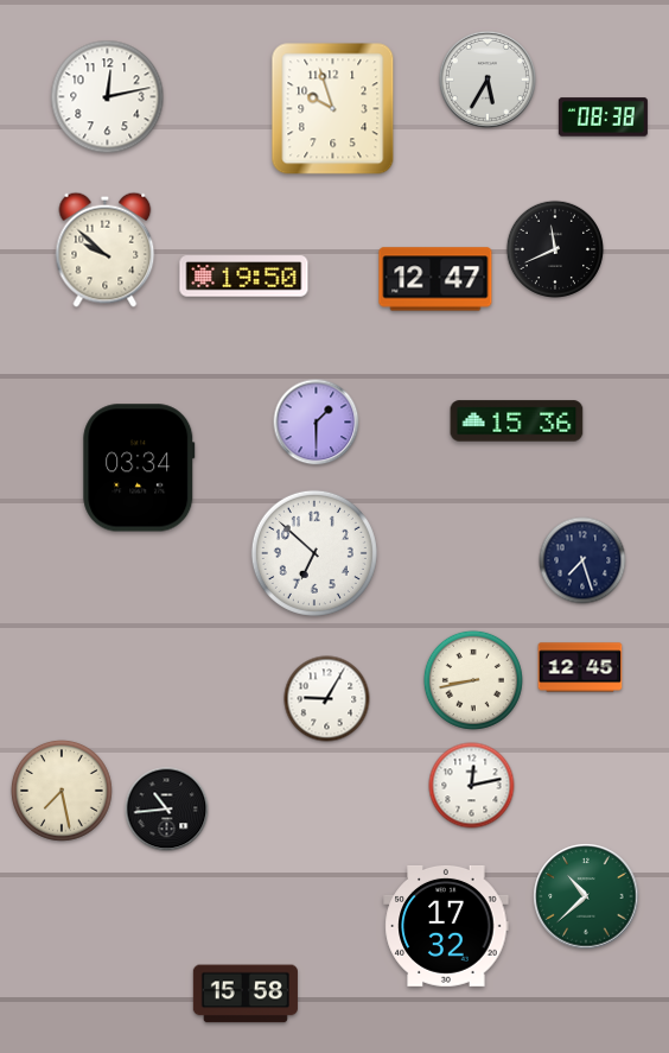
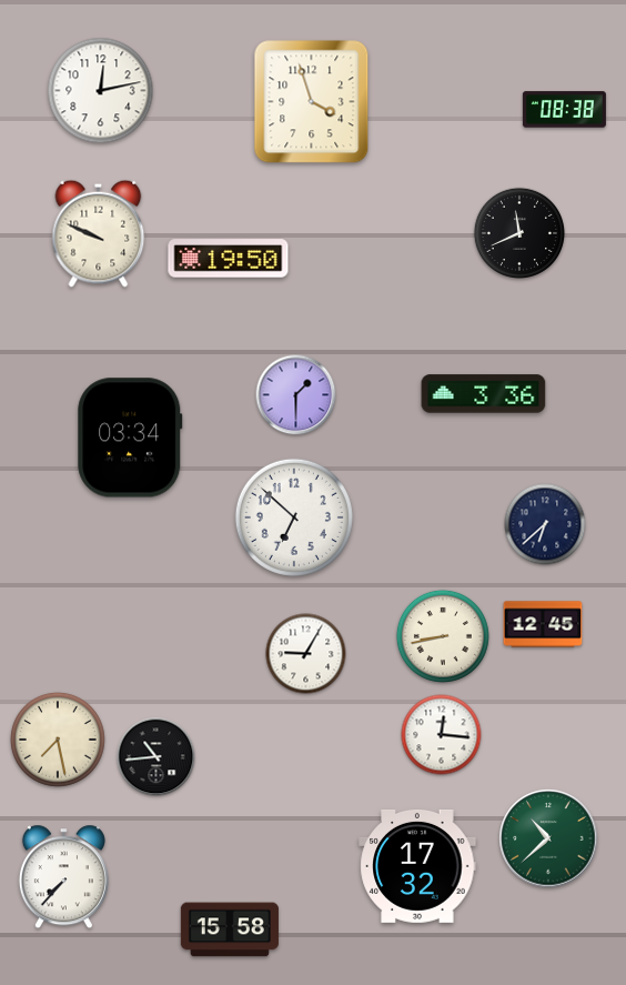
clock at (488, 80): 5:35 -> none
clock at (333, 109): 9:57 -> 3:57
clock at (106, 249): 9:52 -> 9:49
clock at (435, 279): 12:47 -> none
clock at (517, 421): 15:36 -> 3:36
clock at (582, 560): 7:27 -> 6:38
clock at (472, 786): 12:13 -> 12:16
clock at (63, 877): none -> 7:37
